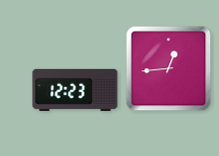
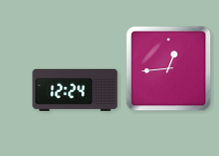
clock at (75, 90): 12:23 -> 12:24
